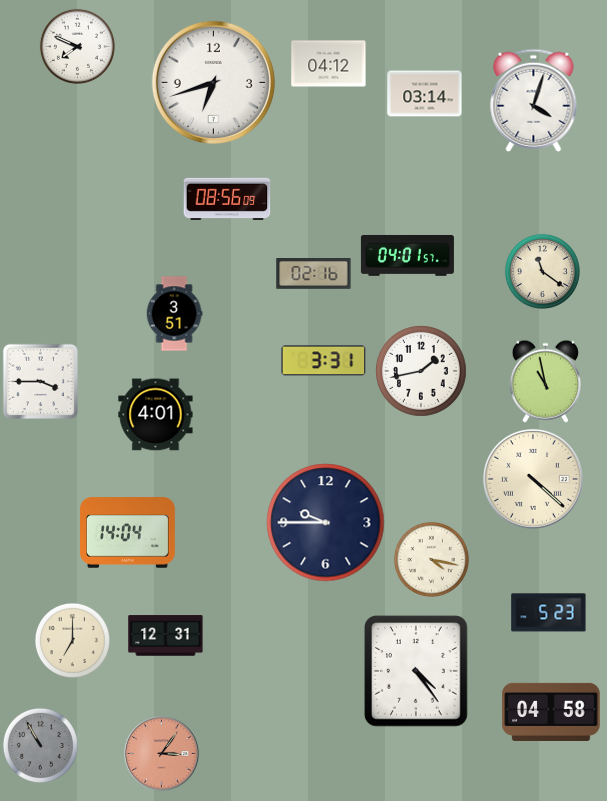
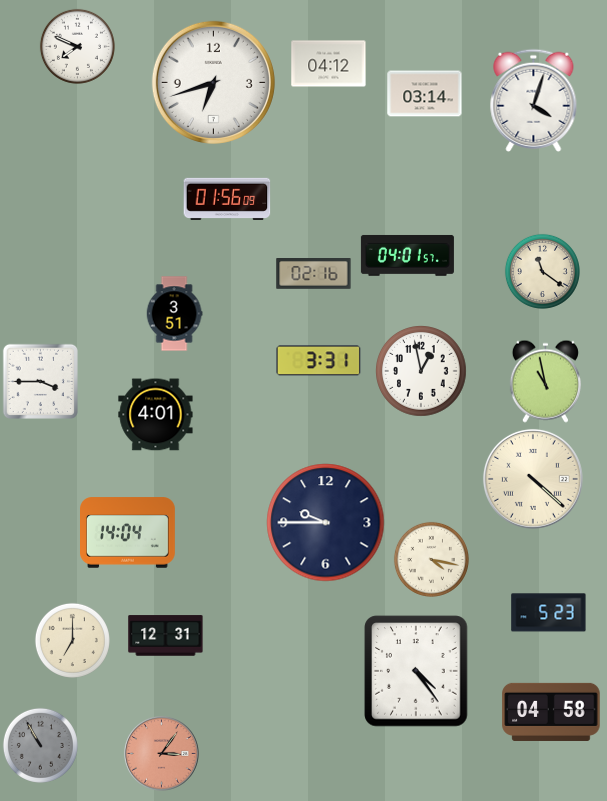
clock at (227, 199): 08:56 -> 01:56
clock at (324, 361) position: (324, 361) -> (319, 361)
clock at (422, 372): 1:43 -> 12:58
